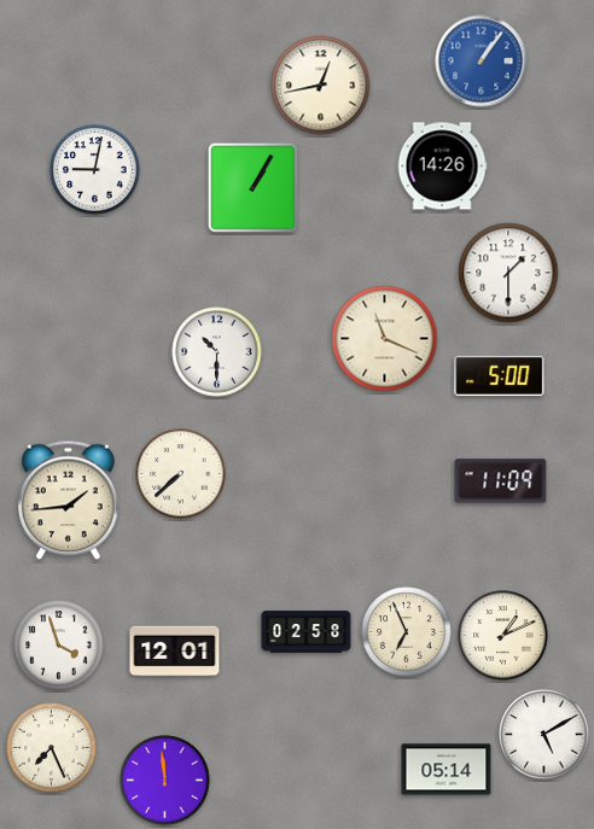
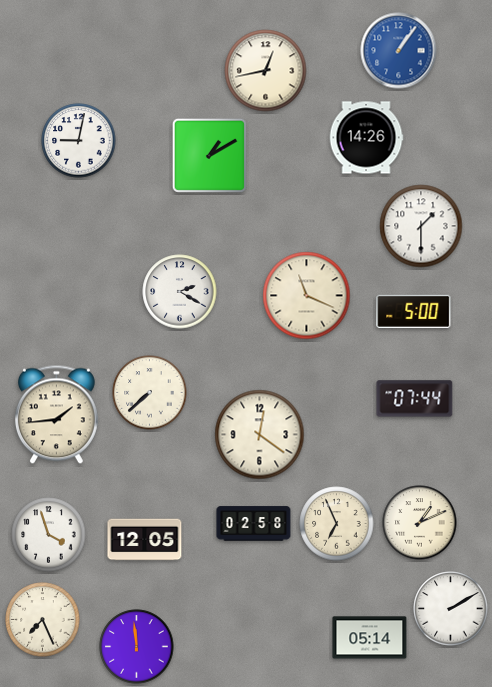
clock at (252, 187): 1:05 -> 1:10
clock at (385, 339) position: (385, 339) -> (307, 296)
clock at (217, 352): 10:30 -> 2:20
clock at (501, 481): 11:09 -> 07:44
clock at (260, 435): none -> 12:21
clock at (503, 636) position: (503, 636) -> (420, 523)
clock at (175, 652): 12:01 -> 12:05
clock at (544, 735): 5:10 -> 2:10
